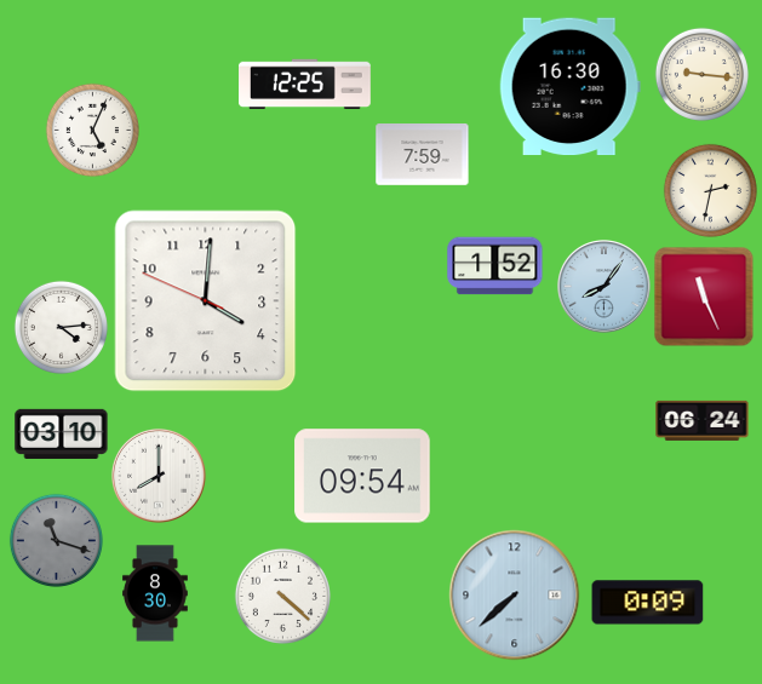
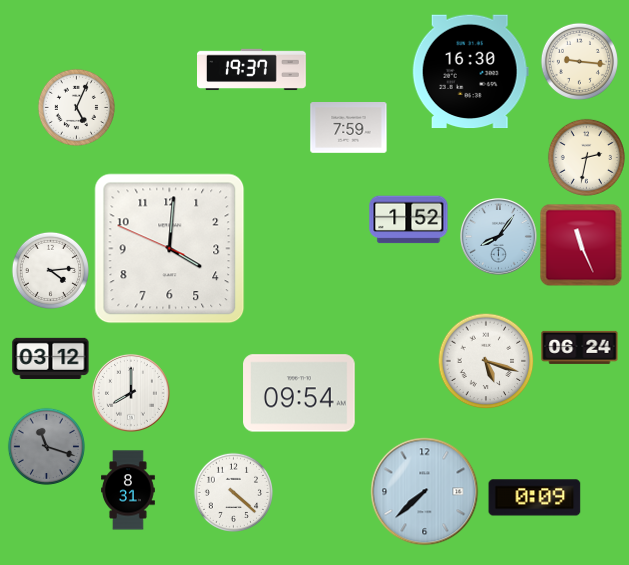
clock at (305, 85): 12:25 -> 19:37
clock at (62, 433): 03:10 -> 03:12
clock at (486, 361): none -> 5:18
clock at (156, 593): 8:30 -> 8:31
